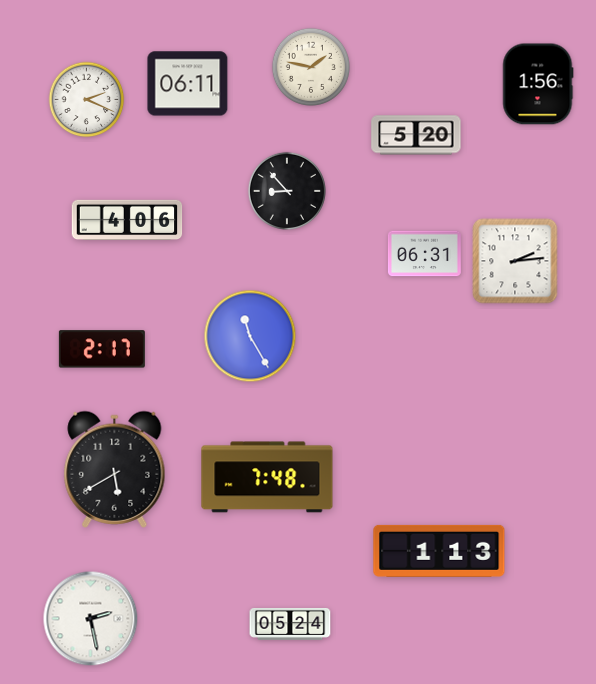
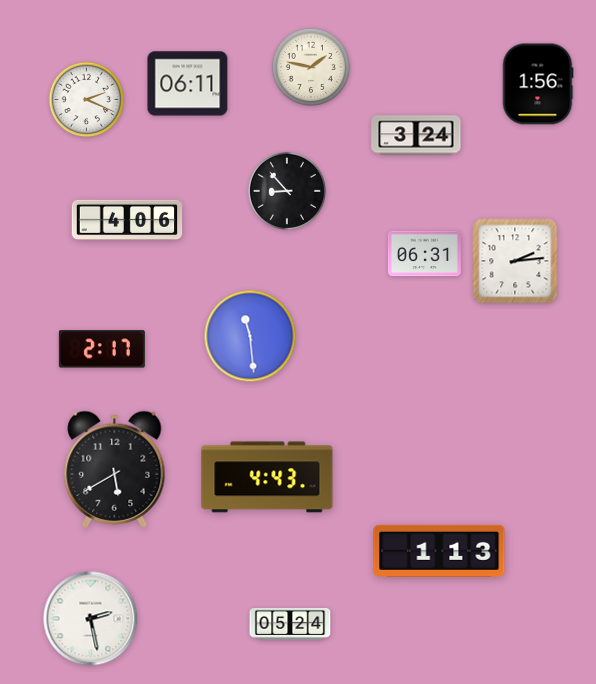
clock at (416, 135): 5:20 -> 3:24
clock at (250, 336): 11:25 -> 11:29
clock at (267, 477): 7:48 -> 4:43
